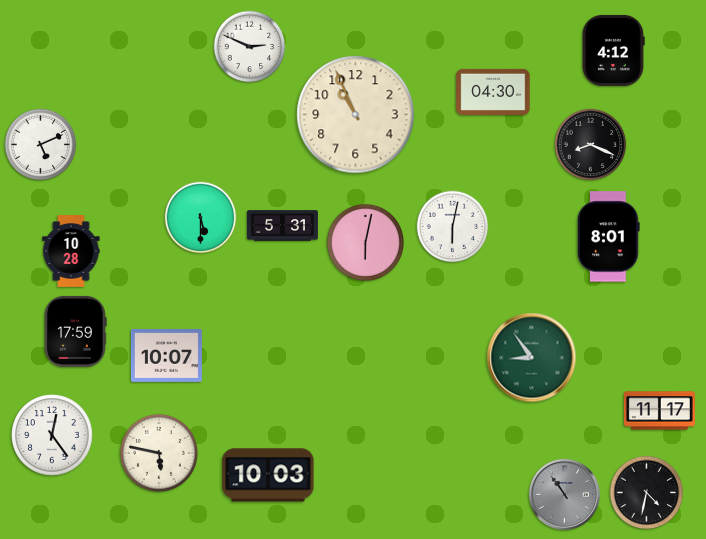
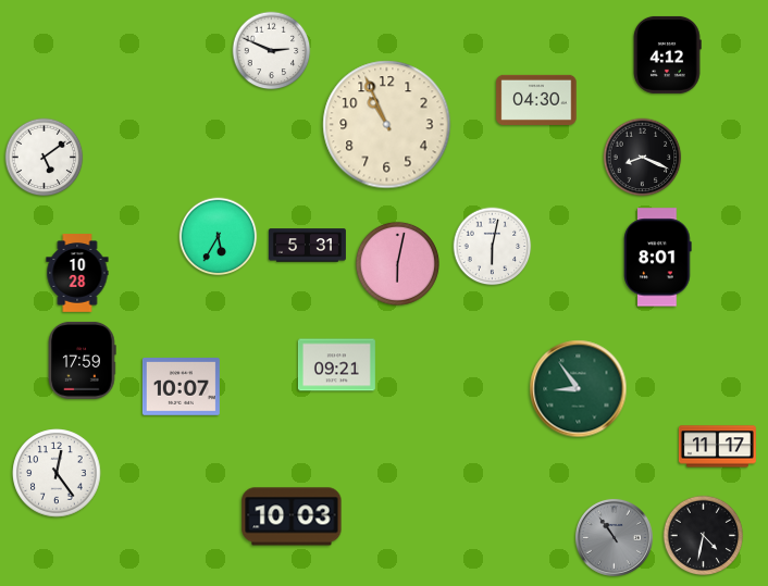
clock at (41, 145): 5:11 -> 5:09
clock at (201, 218): 5:30 -> 5:35
clock at (609, 237) position: (609, 237) -> (658, 258)
clock at (336, 365): none -> 09:21
clock at (159, 453): 5:47 -> none
